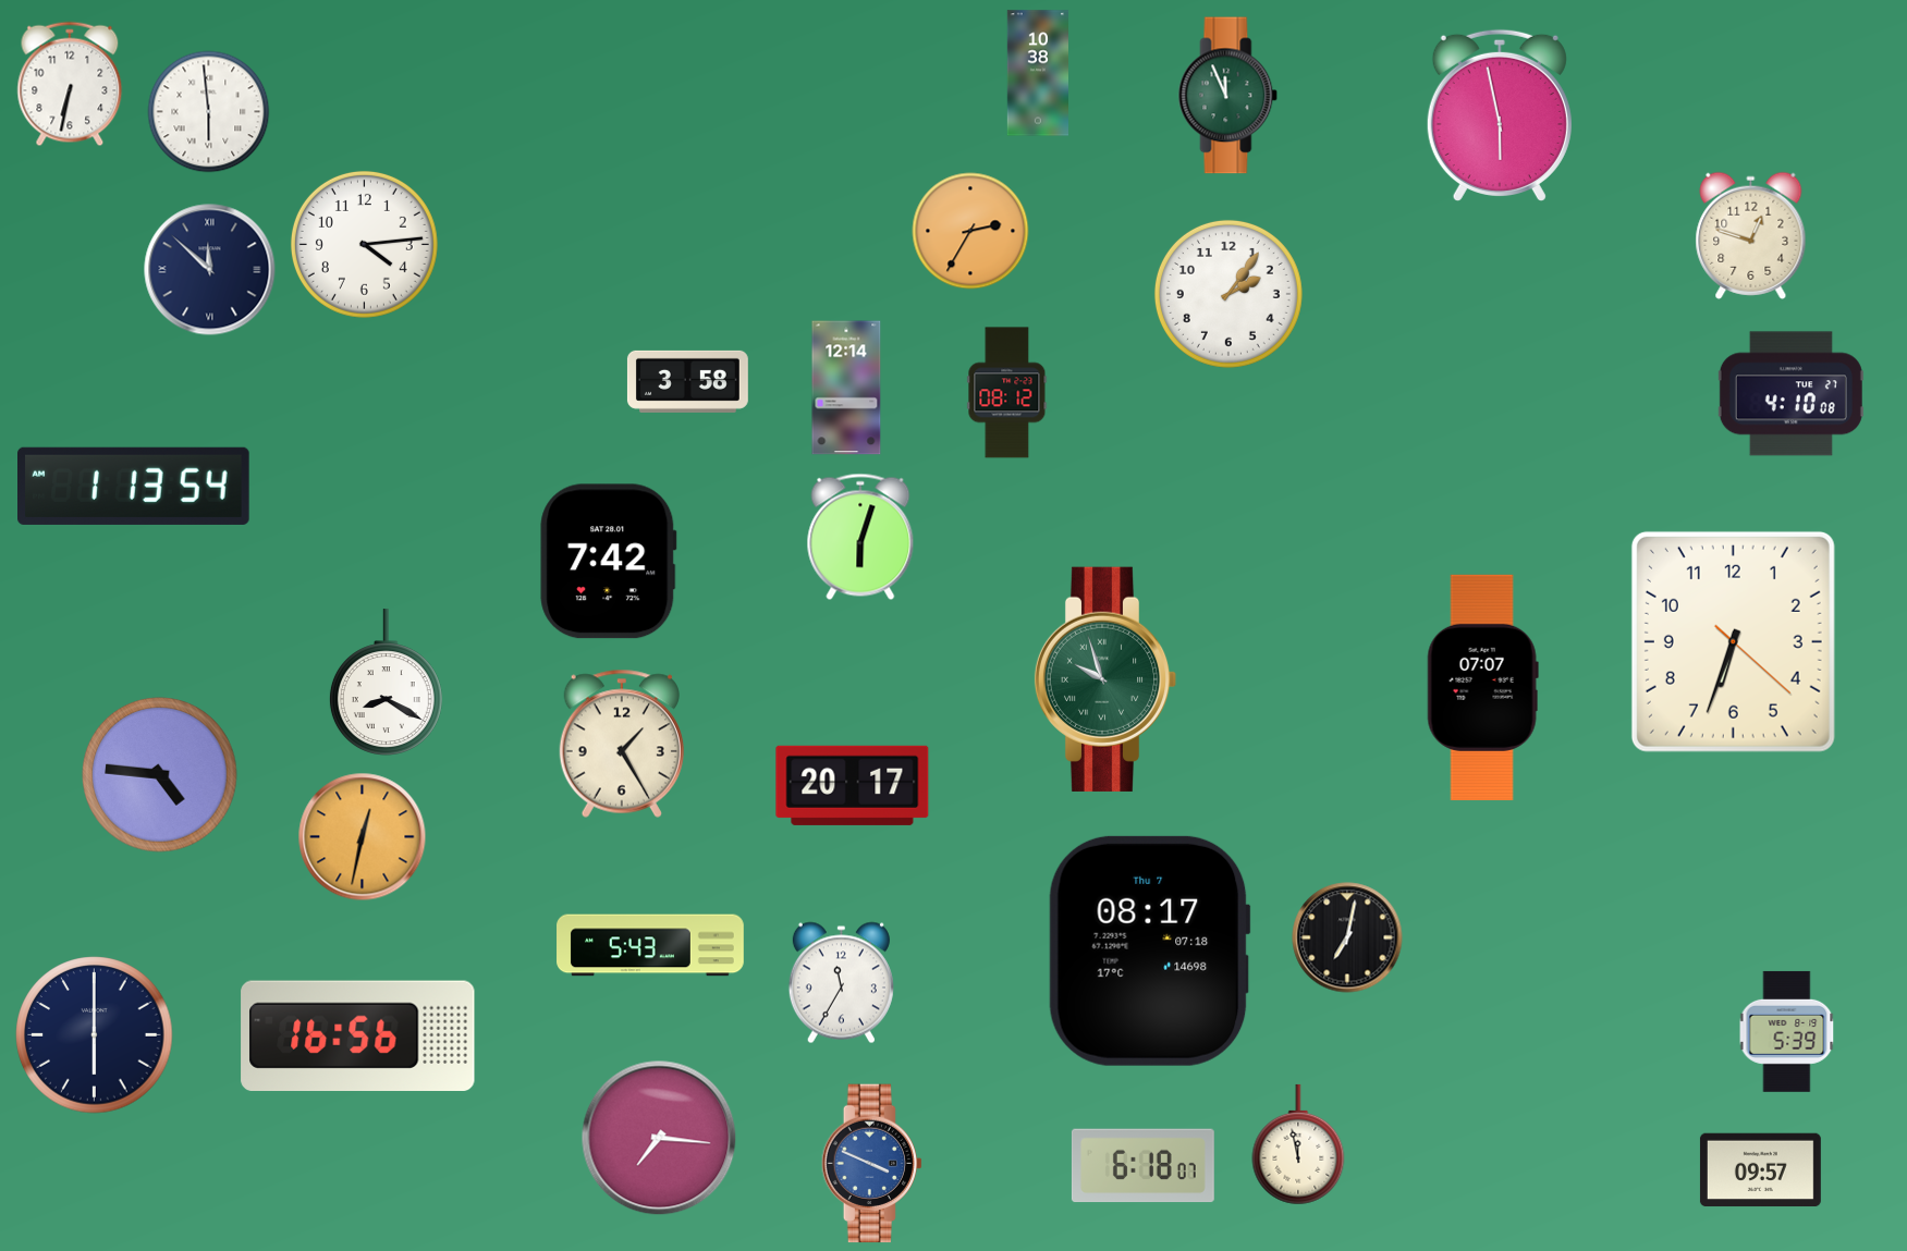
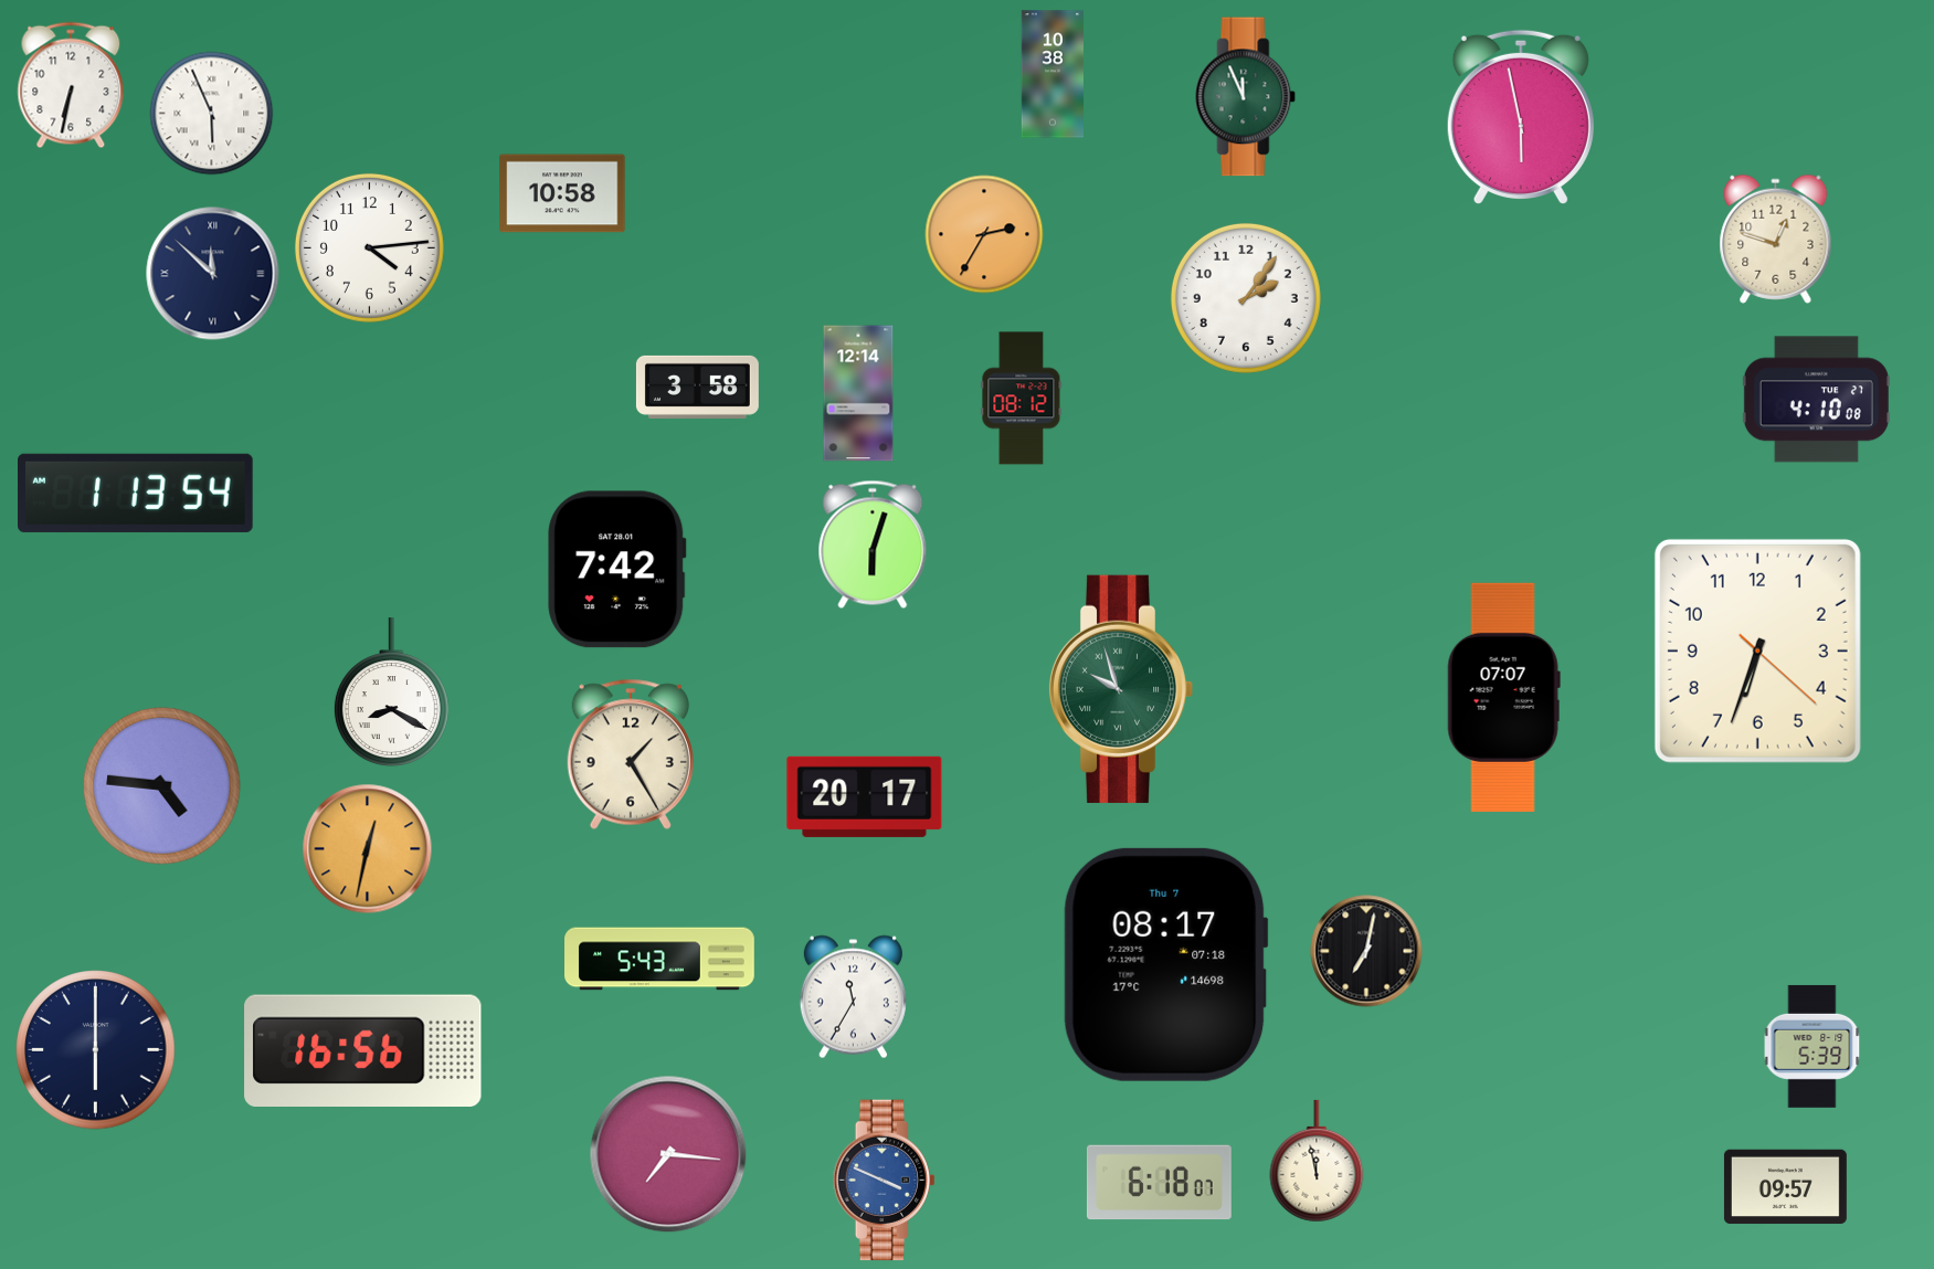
clock at (209, 112): 5:59 -> 5:56
clock at (562, 193): none -> 10:58
